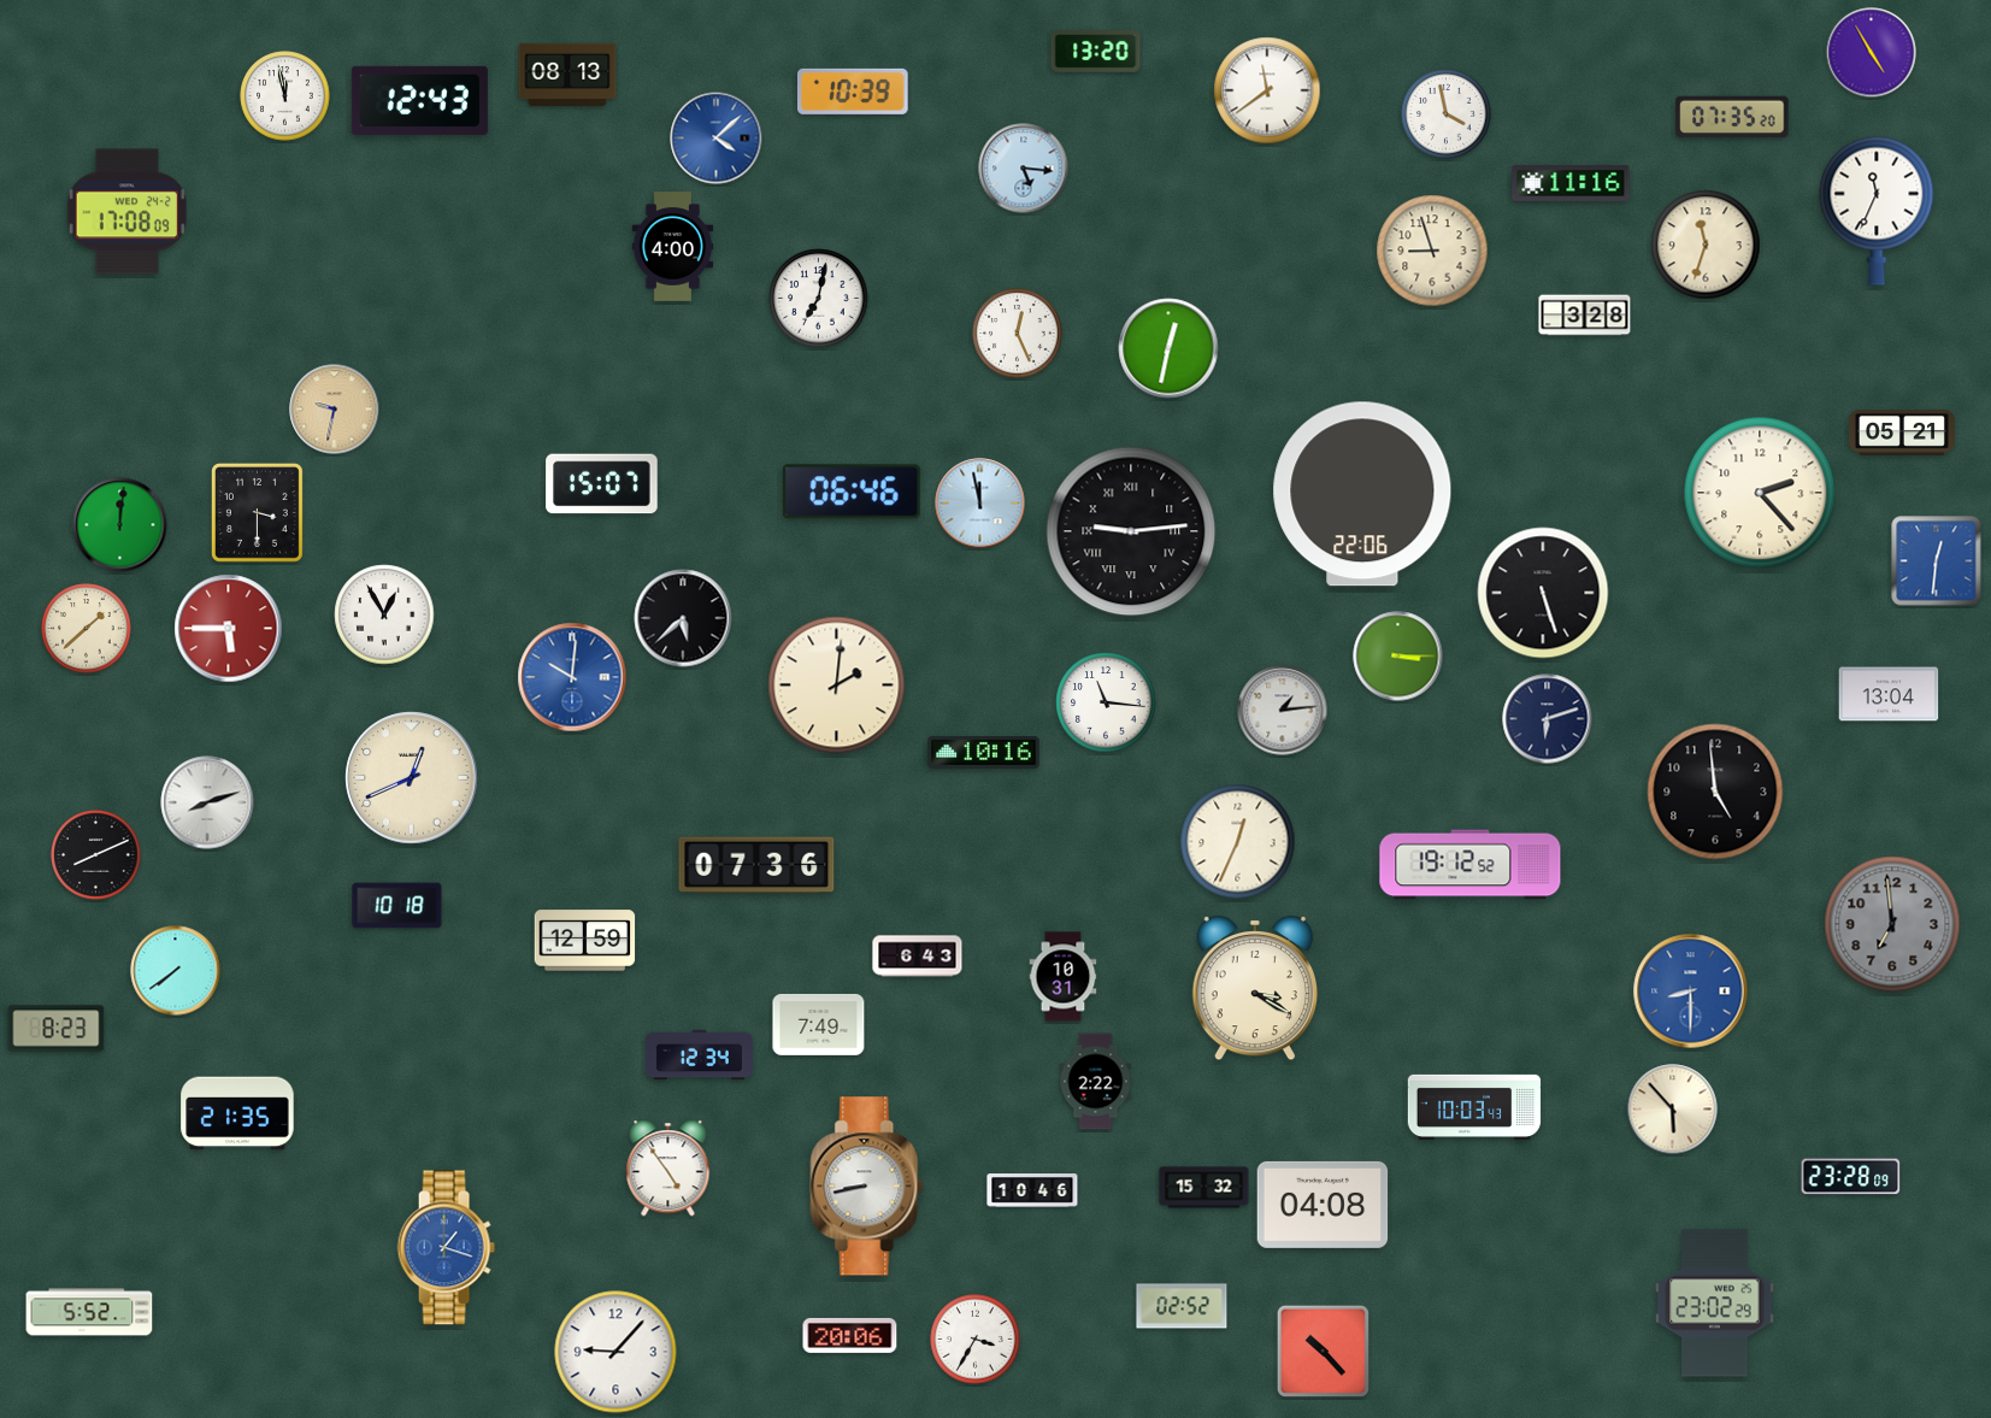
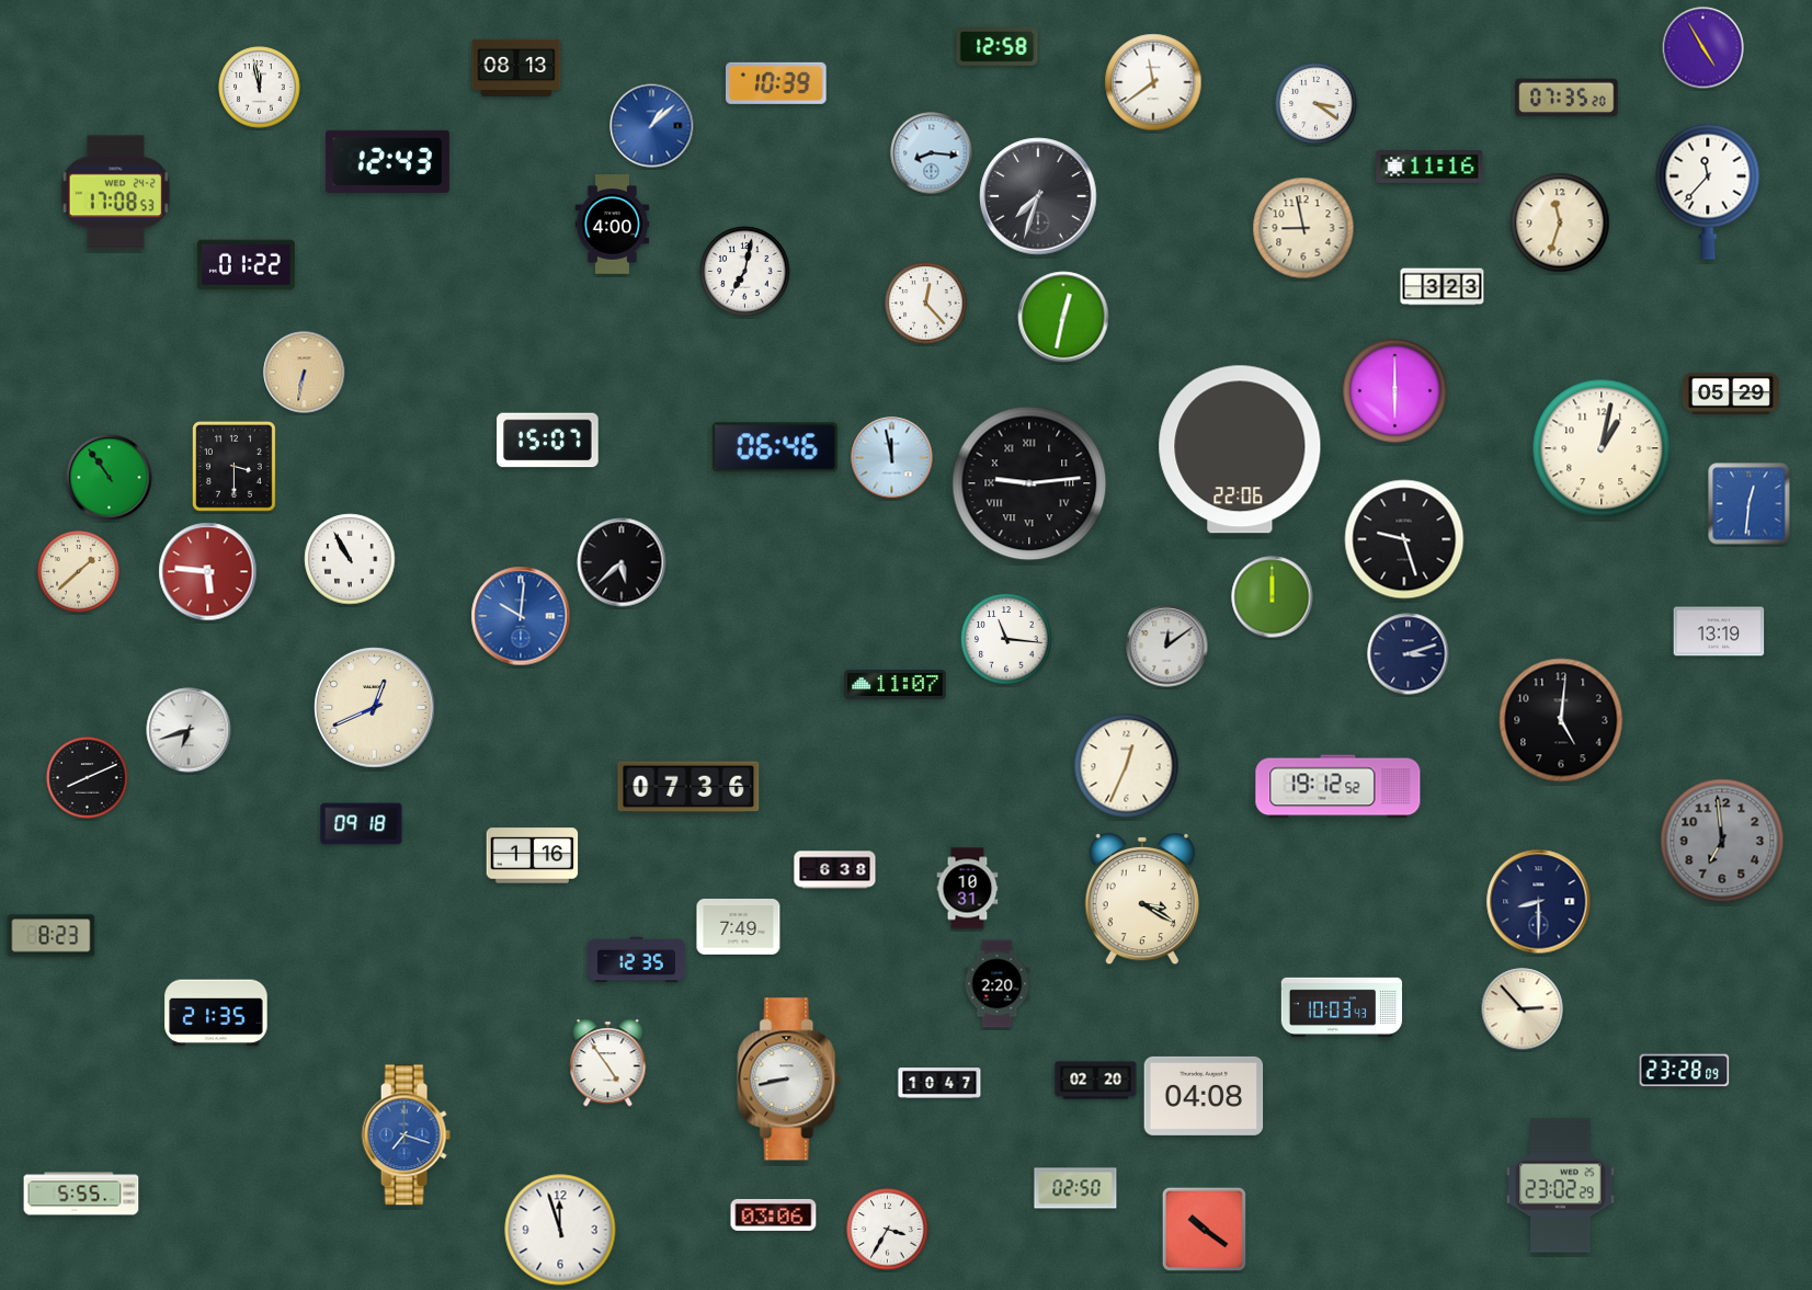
clock at (1096, 52): 13:20 -> 12:58
clock at (419, 100) position: (419, 100) -> (387, 161)
clock at (1447, 114): 3:58 -> 3:21
clock at (1732, 117) position: (1732, 117) -> (1566, 98)
clock at (717, 139): 4:08 -> 1:08
clock at (1024, 169): 5:16 -> 8:16
clock at (1877, 211): 11:34 -> 11:37
clock at (126, 212): 17:08:09 -> 17:08:53
clock at (1038, 196): none -> 7:33
clock at (1706, 245) position: (1706, 245) -> (1560, 222)
clock at (1432, 251): 8:57 -> 8:58
clock at (246, 265): none -> 01:22
clock at (1585, 316): 3:28 -> 3:23
clock at (1018, 334): 12:26 -> 12:23
clock at (335, 410): 9:32 -> 6:32
clock at (1395, 391): none -> 6:00
clock at (1902, 433): 05:21 -> 05:29
clock at (1760, 493): 2:23 -> 1:02
clock at (120, 525): 12:01 -> 10:54
clock at (1937, 561) position: (1937, 561) -> (1750, 504)
clock at (1543, 593): 5:27 -> 9:27
clock at (384, 614): 12:55 -> 10:55
clock at (229, 629): 5:45 -> 5:46
clock at (1398, 657): 3:15 -> 12:00
clock at (837, 686): 2:01 -> none
clock at (1889, 694): 13:04 -> 13:19
clock at (1283, 711): 1:14 -> 12:09
clock at (1548, 719): 6:12 -> 3:12
clock at (984, 752): 10:16 -> 11:07
clock at (1715, 792): 4:59 -> 5:01
clock at (207, 802): 8:12 -> 6:42
clock at (397, 906): 10:18 -> 09:18
clock at (585, 941): 12:59 -> 1:16
clock at (918, 957): 6:43 -> 6:38
clock at (176, 971): 7:39 -> none
clock at (1691, 992) dial: blue -> navy
clock at (819, 1024) position: (819, 1024) -> (739, 926)
clock at (699, 1055): 12:34 -> 12:35
clock at (1096, 1082): 2:22 -> 2:20
clock at (1673, 1110): 5:53 -> 2:53
clock at (1204, 1188): 15:32 -> 02:20
clock at (1032, 1190): 10:46 -> 10:47
clock at (446, 1248): 1:18 -> 7:18
clock at (1182, 1306): 02:52 -> 02:50
clock at (89, 1312): 5:52 -> 5:55
clock at (850, 1335): 20:06 -> 03:06
clock at (976, 1340) position: (976, 1340) -> (888, 1230)
clock at (1323, 1351): 10:23 -> 10:21
clock at (615, 1352): 9:07 -> 11:57
